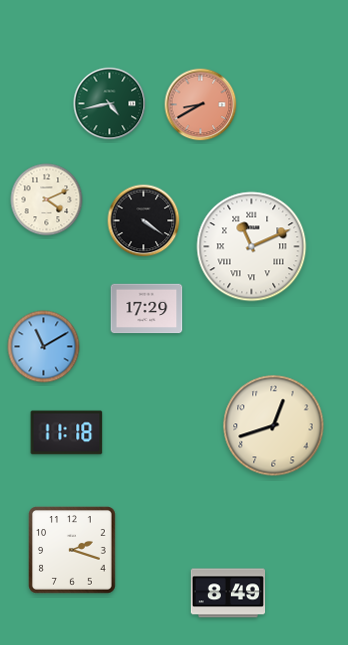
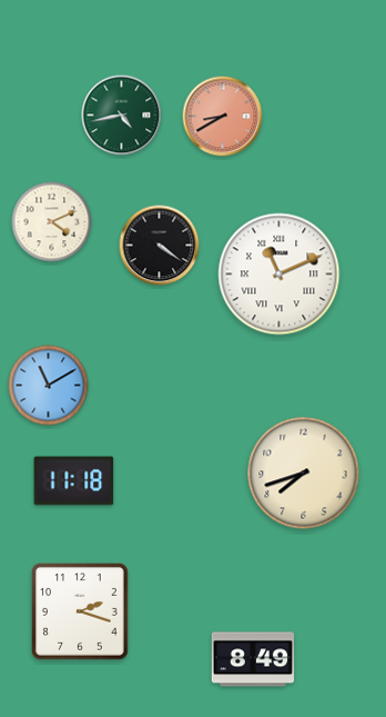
clock at (147, 309): 17:29 -> none
clock at (274, 426): 12:42 -> 7:42
